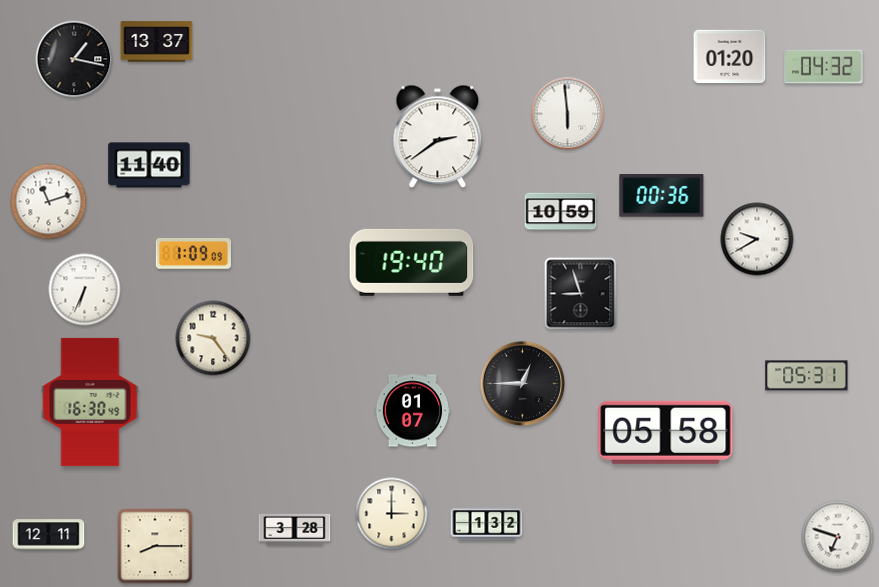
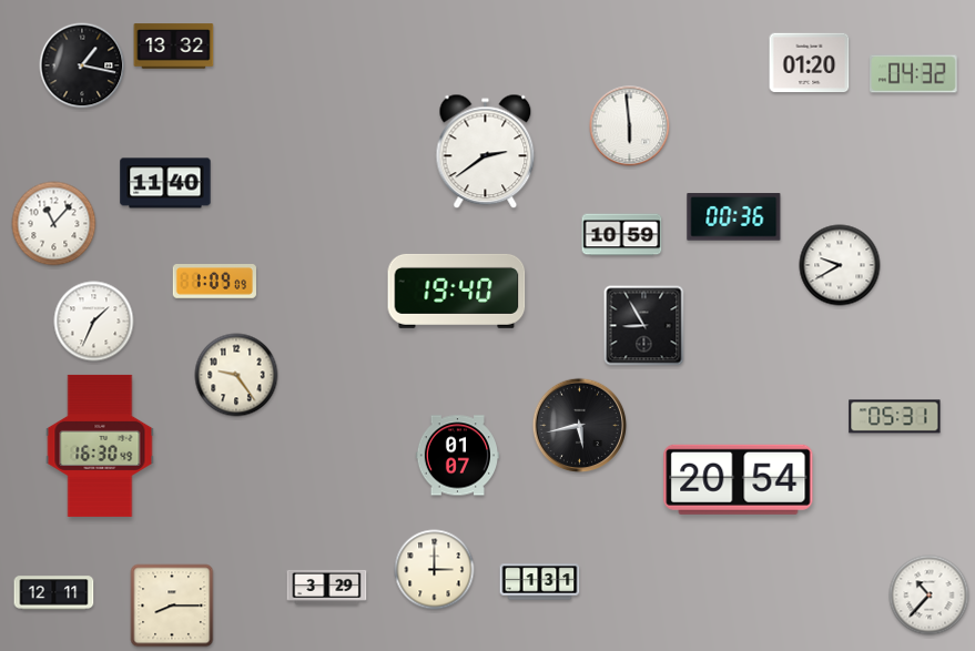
clock at (157, 42): 13:37 -> 13:32
clock at (49, 202): 11:12 -> 11:07
clock at (85, 290): 6:34 -> 1:34
clock at (581, 294): 8:57 -> 8:55
clock at (523, 384): 12:45 -> 5:43
clock at (666, 432): 05:58 -> 20:54
clock at (487, 525): 1:32 -> 1:31
clock at (295, 529): 3:28 -> 3:29
clock at (838, 537): 6:48 -> 10:37
